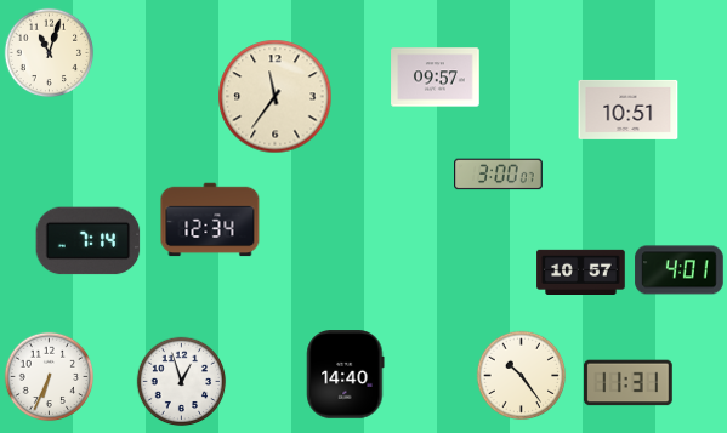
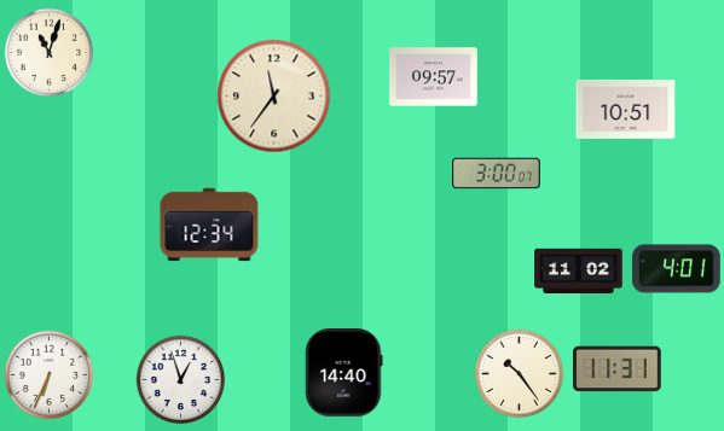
clock at (210, 220) position: (210, 220) -> (209, 225)
clock at (89, 241): 7:14 -> none
clock at (581, 272): 10:57 -> 11:02
clock at (629, 383) position: (629, 383) -> (618, 369)
